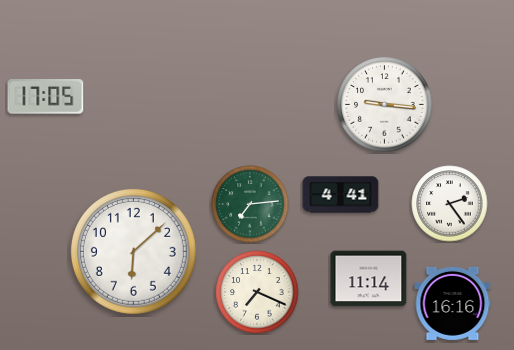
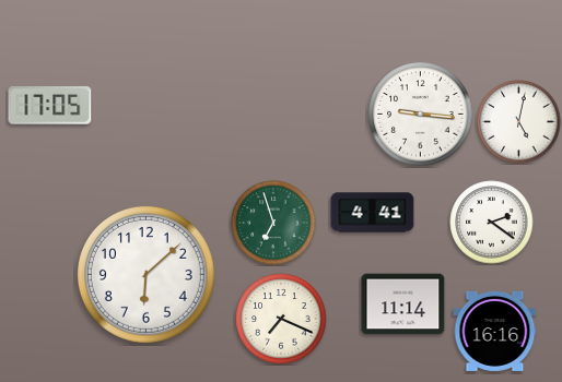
clock at (519, 122): none -> 5:02
clock at (250, 204): 7:14 -> 6:57
clock at (450, 204): 2:24 -> 2:21
